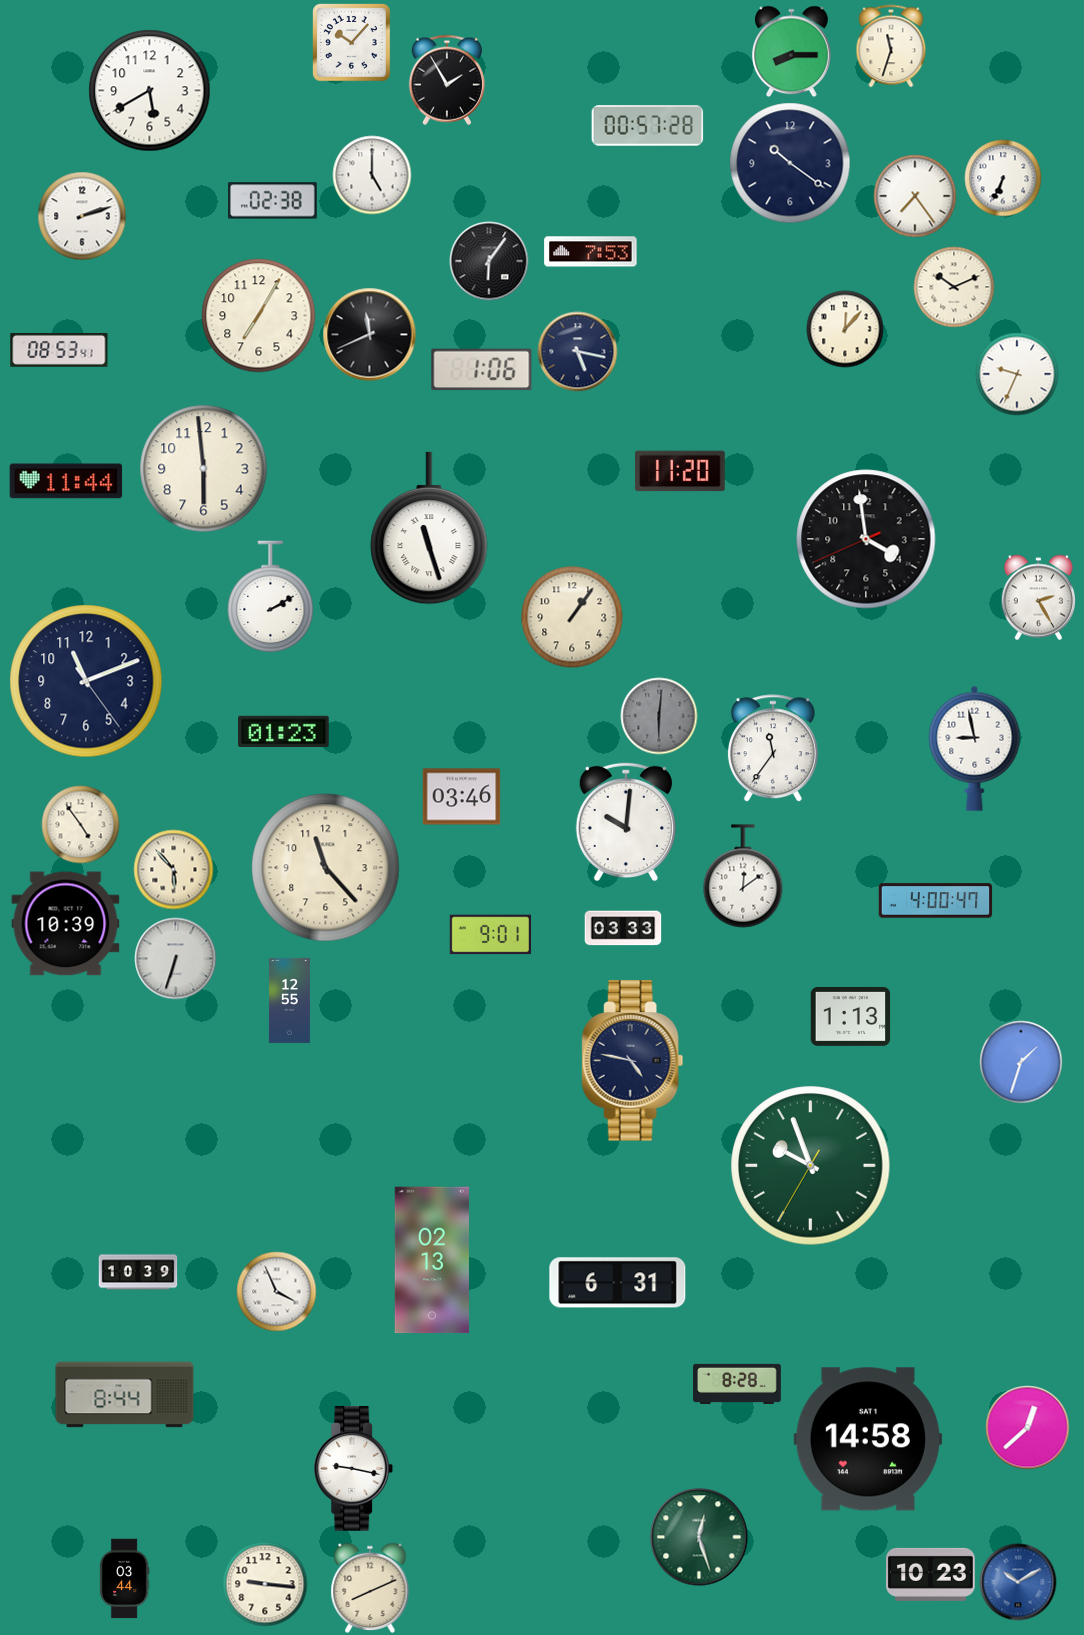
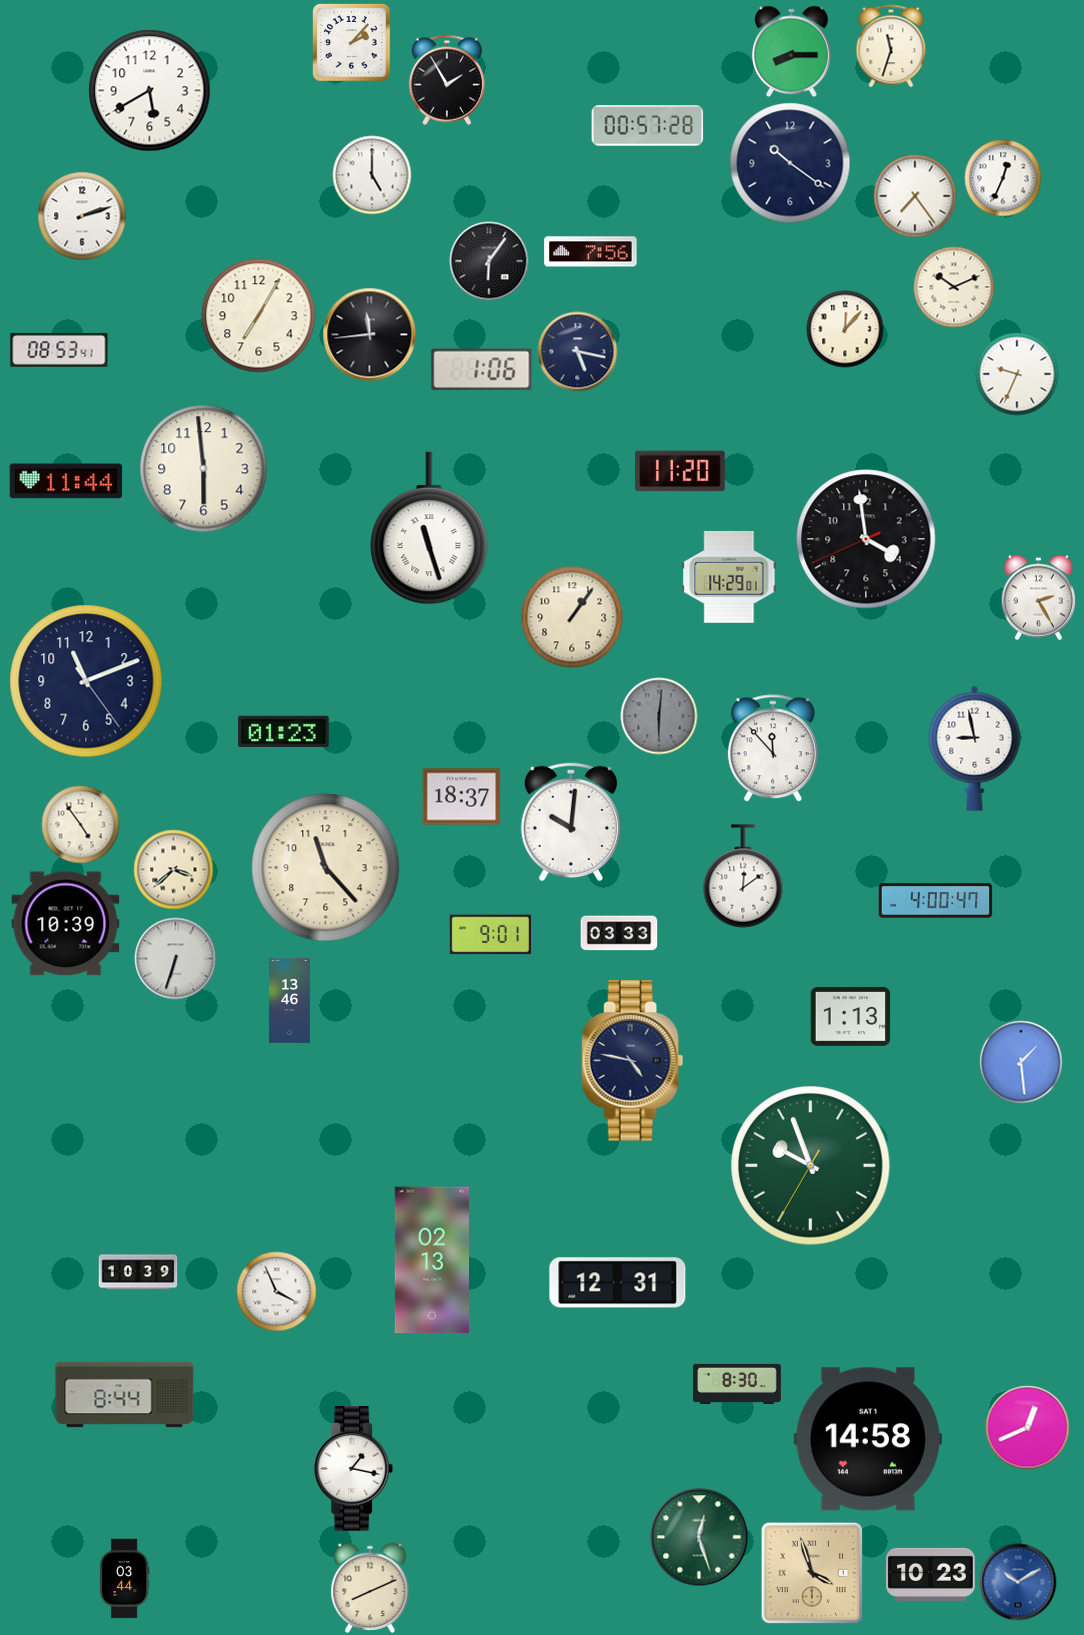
clock at (352, 43): 10:07 -> 2:07
clock at (1003, 178): 6:34 -> 12:34
clock at (273, 201): 02:38 -> none
clock at (591, 252): 7:53 -> 7:56
clock at (370, 335): 11:41 -> 11:44
clock at (729, 577): none -> 14:29
clock at (271, 596): 2:10 -> none
clock at (773, 749): 11:36 -> 11:53
clock at (462, 797): 03:46 -> 18:37
clock at (626, 822) position: (626, 822) -> (571, 822)
clock at (174, 870): 5:53 -> 3:38
clock at (623, 928) position: (623, 928) -> (619, 933)
clock at (289, 1000): 12:55 -> 13:46
clock at (1021, 1062): 1:33 -> 1:29
clock at (618, 1283): 6:31 -> 12:31
clock at (737, 1383): 8:28 -> 8:30
clock at (1028, 1428): 12:38 -> 12:41
clock at (354, 1469): 9:17 -> 1:17
clock at (812, 1573): none -> 3:57
clock at (265, 1584): 9:16 -> none
